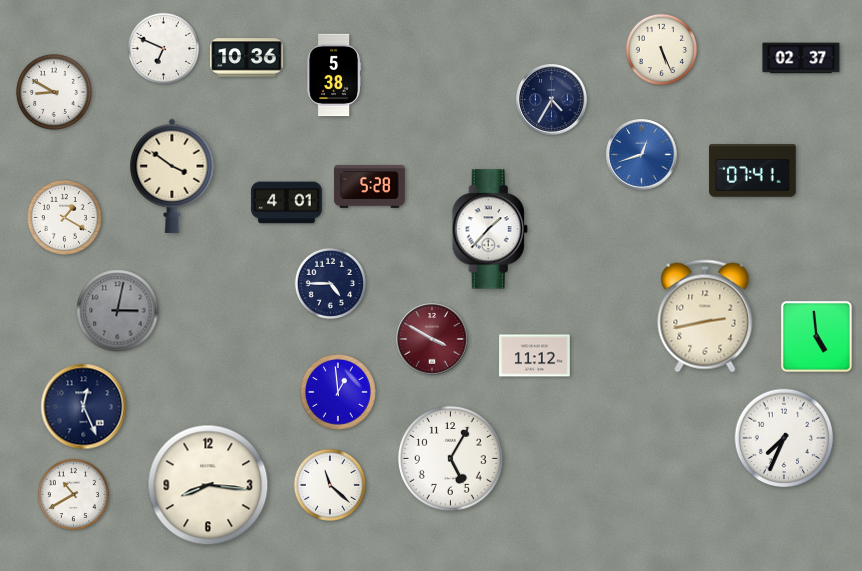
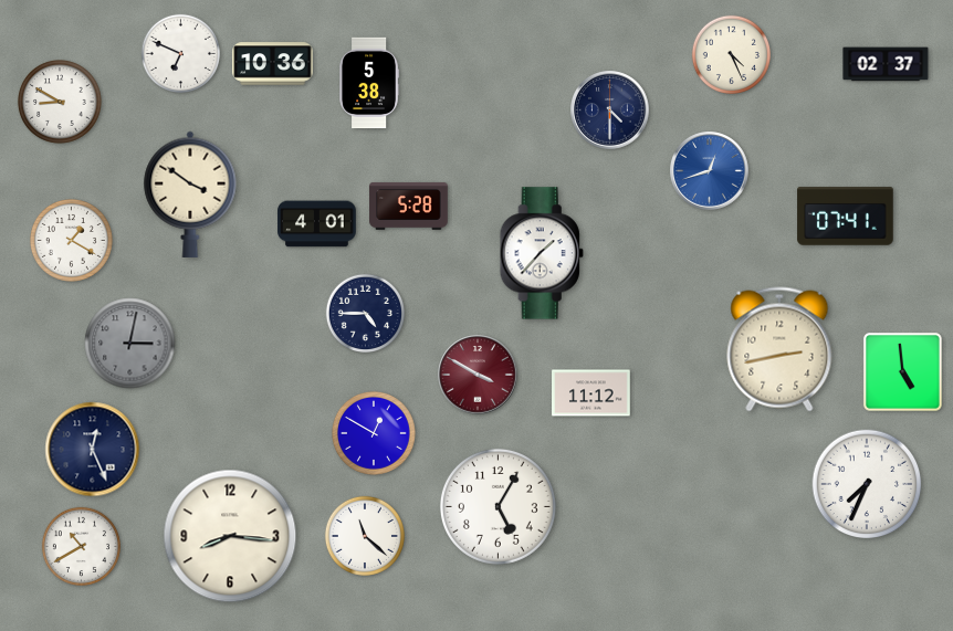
clock at (661, 49): 5:26 -> 4:26
clock at (552, 100): 4:35 -> 4:30
clock at (753, 171) position: (753, 171) -> (846, 217)
clock at (338, 392): 12:59 -> 12:50
